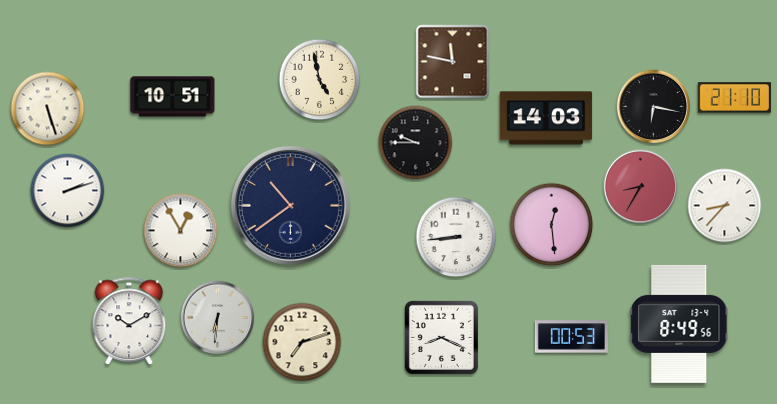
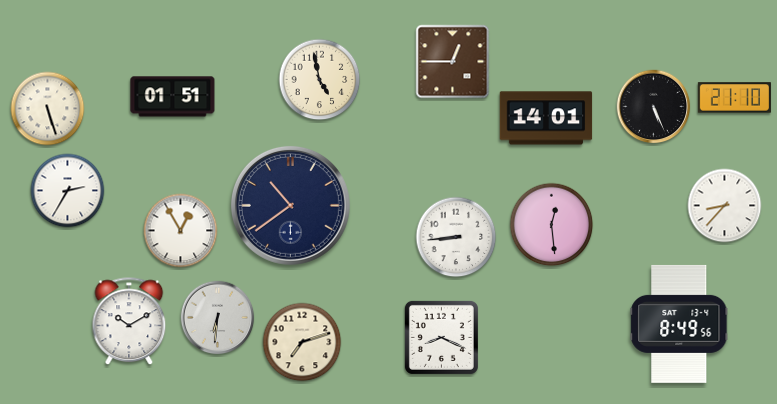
clock at (453, 62): 11:47 -> 12:45
clock at (173, 97): 10:51 -> 01:51
clock at (654, 107): 6:17 -> 5:26
clock at (546, 118): 14:03 -> 14:01
clock at (416, 143): 9:45 -> none
clock at (641, 187): 8:35 -> none
clock at (68, 191): 2:12 -> 2:35
clock at (571, 337): 00:53 -> none
